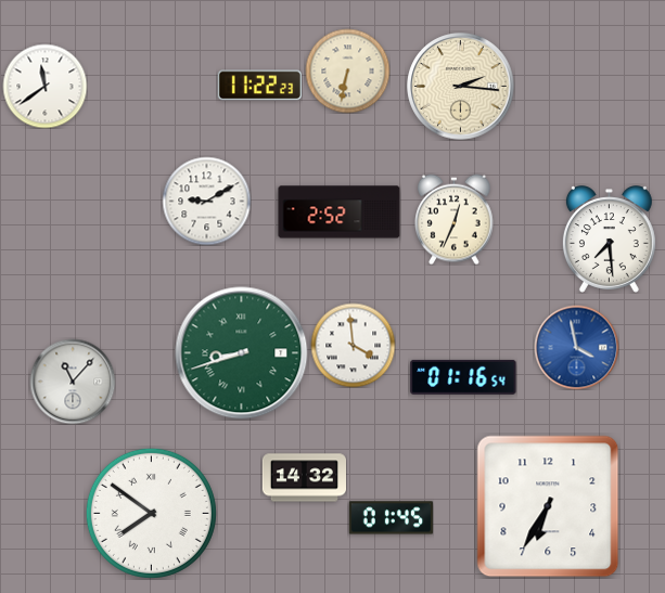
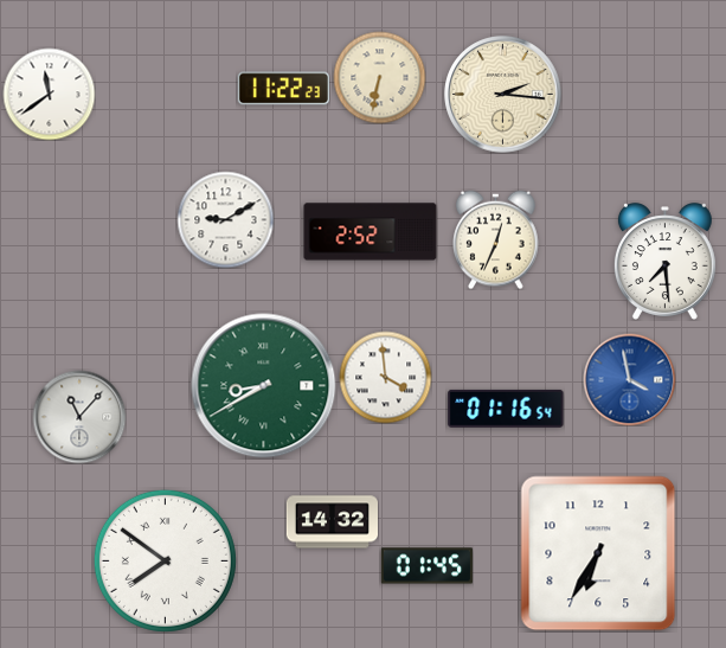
clock at (259, 86) position: (259, 86) -> (283, 89)
clock at (242, 353): 8:42 -> 8:40
clock at (463, 377) position: (463, 377) -> (506, 409)
